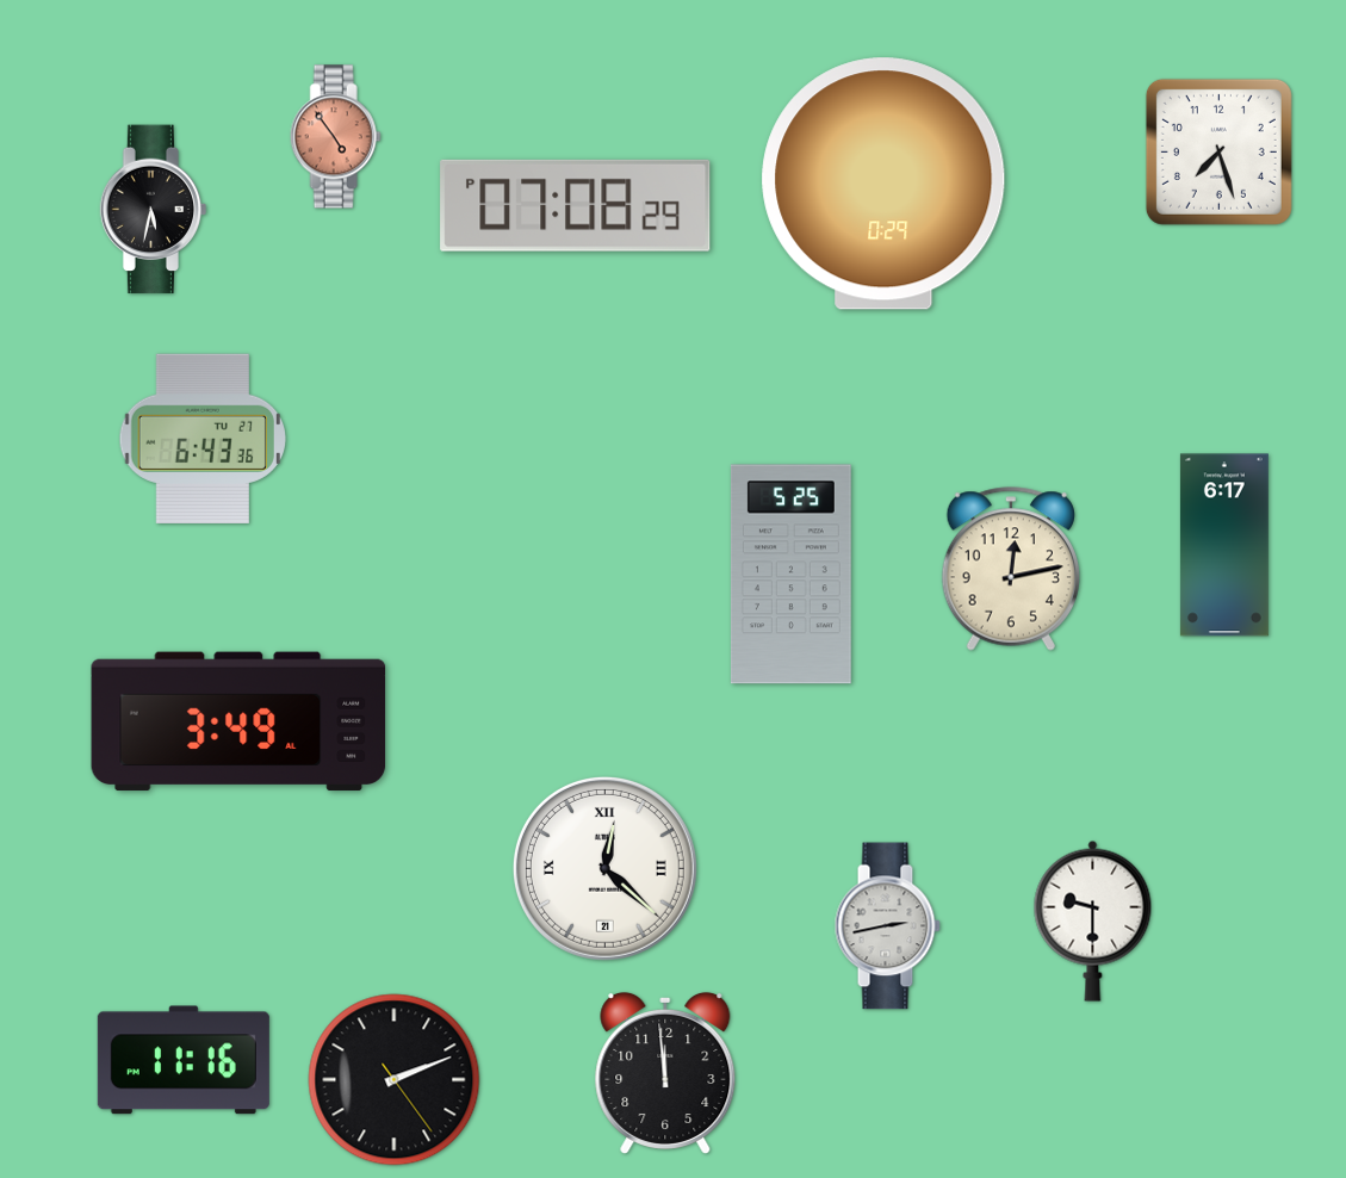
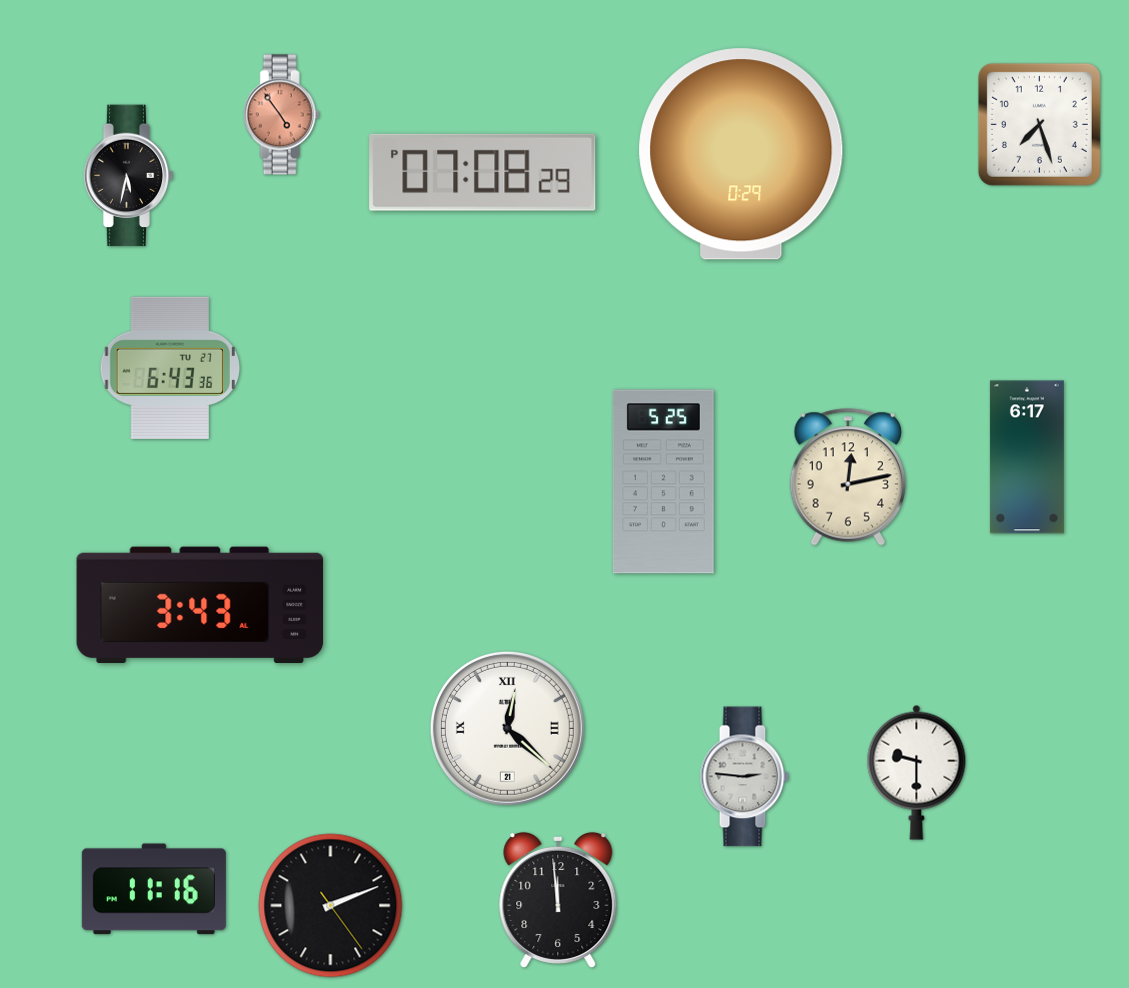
clock at (1218, 151) position: (1218, 151) -> (1039, 124)
clock at (238, 721): 3:49 -> 3:43
clock at (887, 926): 2:43 -> 2:46
